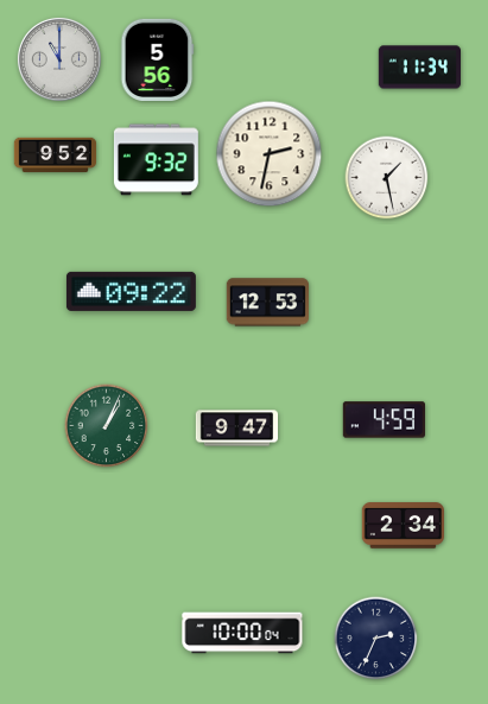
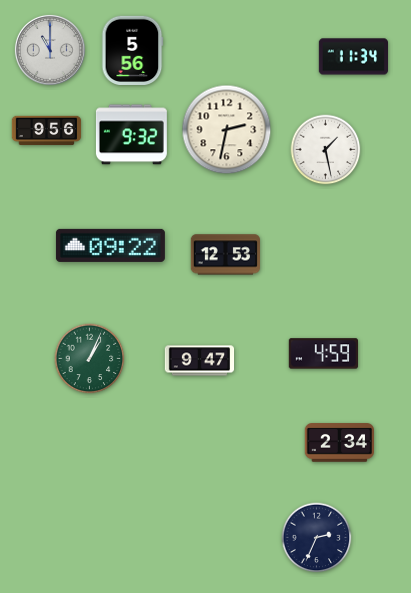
clock at (56, 156): 9:52 -> 9:56
clock at (242, 633): 10:00 -> none
